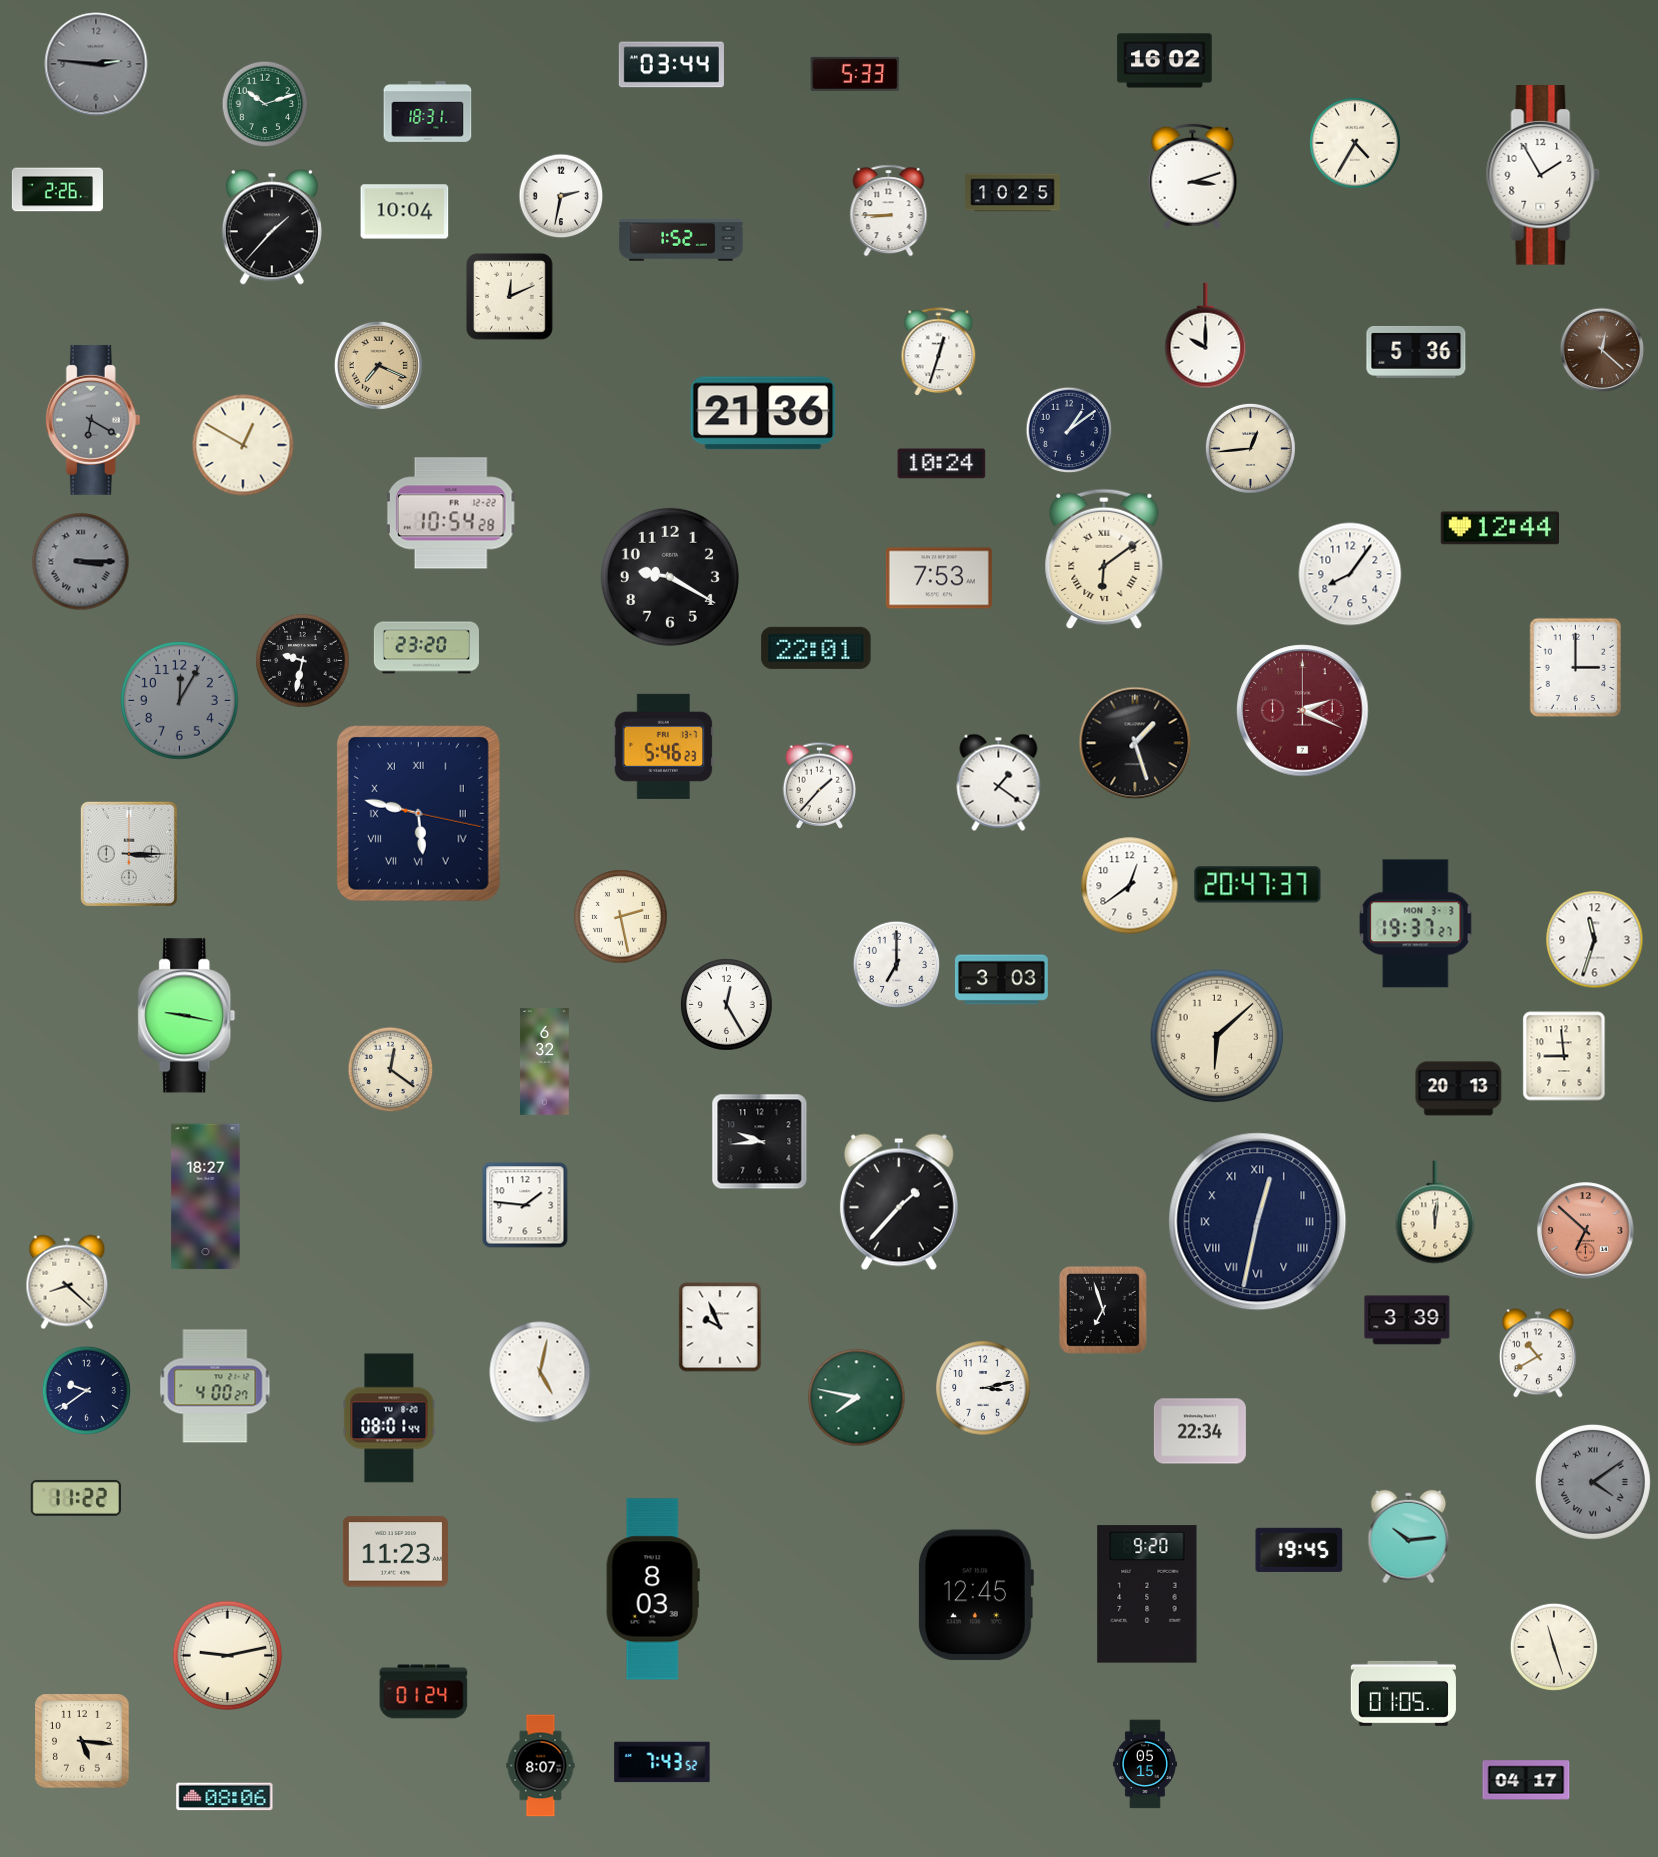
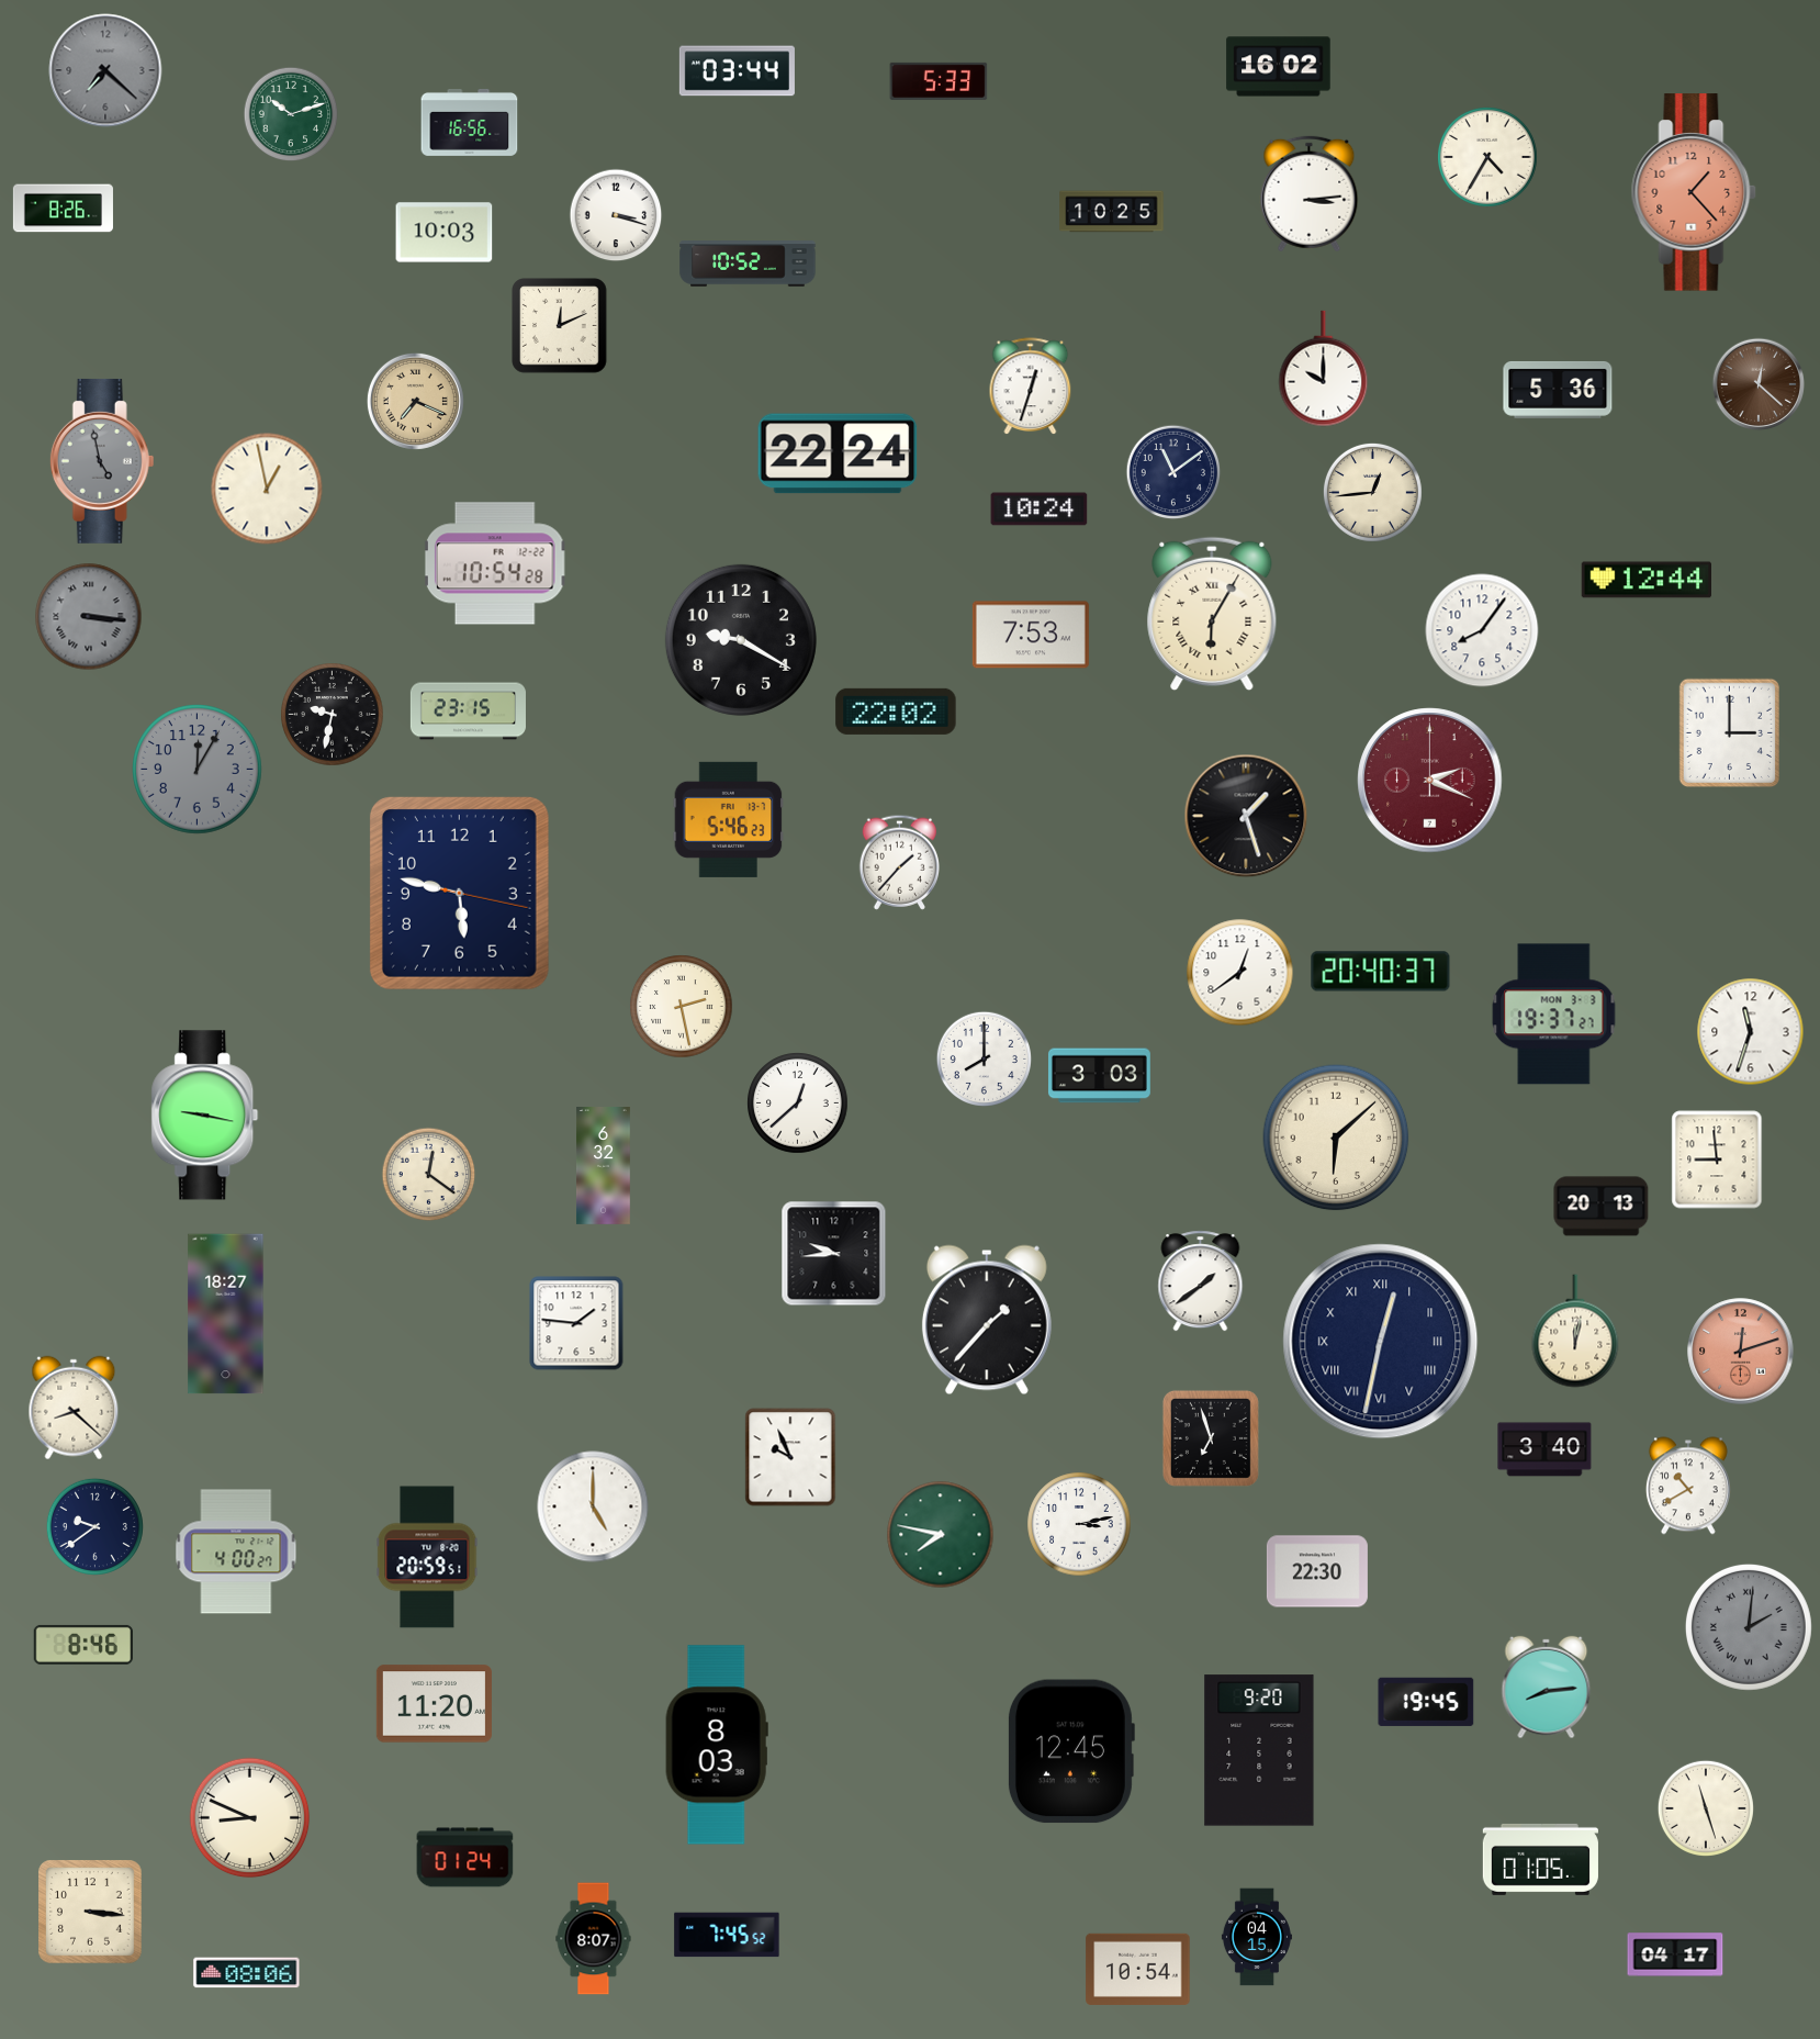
clock at (96, 64): 2:46 -> 7:22
clock at (428, 112): 18:31 -> 16:56
clock at (1543, 175): 1:55 -> 1:23
clock at (1543, 175) dial: white -> salmon
clock at (1193, 177): 3:12 -> 3:14
clock at (57, 190): 2:26 -> 8:26
clock at (561, 196): 2:32 -> 3:18
clock at (889, 211): 8:45 -> none
clock at (405, 212): 10:04 -> 10:03
clock at (272, 227): 1:37 -> none
clock at (681, 240): 1:52 -> 10:52
clock at (1416, 352) position: (1416, 352) -> (1558, 390)
clock at (763, 413): 21:36 -> 22:24
clock at (93, 420): 6:20 -> 4:58
clock at (1069, 430): 1:09 -> 11:09
clock at (243, 445): 12:50 -> 12:58
clock at (942, 464) position: (942, 464) -> (1040, 509)
clock at (1104, 559): 6:09 -> 6:05
clock at (81, 562): 3:15 -> 3:16
clock at (670, 577) position: (670, 577) -> (741, 640)
clock at (426, 648): 23:20 -> 23:15
clock at (816, 648): 22:01 -> 22:02
clock at (303, 661) position: (303, 661) -> (333, 715)
clock at (999, 782): 1:21 -> none
clock at (418, 813) numerals: Roman -> Arabic
clock at (129, 854): 3:15 -> none
clock at (1258, 885): 20:47 -> 20:40
clock at (896, 964): 7:00 -> 8:00
clock at (727, 1005): 12:25 -> 12:38
clock at (545, 1062) position: (545, 1062) -> (604, 1166)
clock at (1459, 1089) position: (1459, 1089) -> (1602, 1207)
clock at (1201, 1281): none -> 1:39
clock at (1435, 1212): 12:01 -> 12:02
clock at (1586, 1231): 6:52 -> 12:12
clock at (1407, 1320): 3:39 -> 3:40
clock at (540, 1372): 5:02 -> 5:00
clock at (215, 1386) position: (215, 1386) -> (236, 1551)
clock at (389, 1418): 08:01 -> 20:59
clock at (1200, 1431): 22:34 -> 22:30
clock at (1593, 1482): 4:09 -> 2:01
clock at (76, 1498): 11:22 -> 8:46
clock at (1409, 1537): 10:14 -> 8:14
clock at (395, 1552): 11:23 -> 11:20
clock at (228, 1656): 9:13 -> 8:49
clock at (83, 1742): 5:16 -> 3:16
clock at (662, 1762): 7:43 -> 7:45
clock at (1145, 1764): 05:15 -> 04:15
clock at (1138, 1969): none -> 10:54
